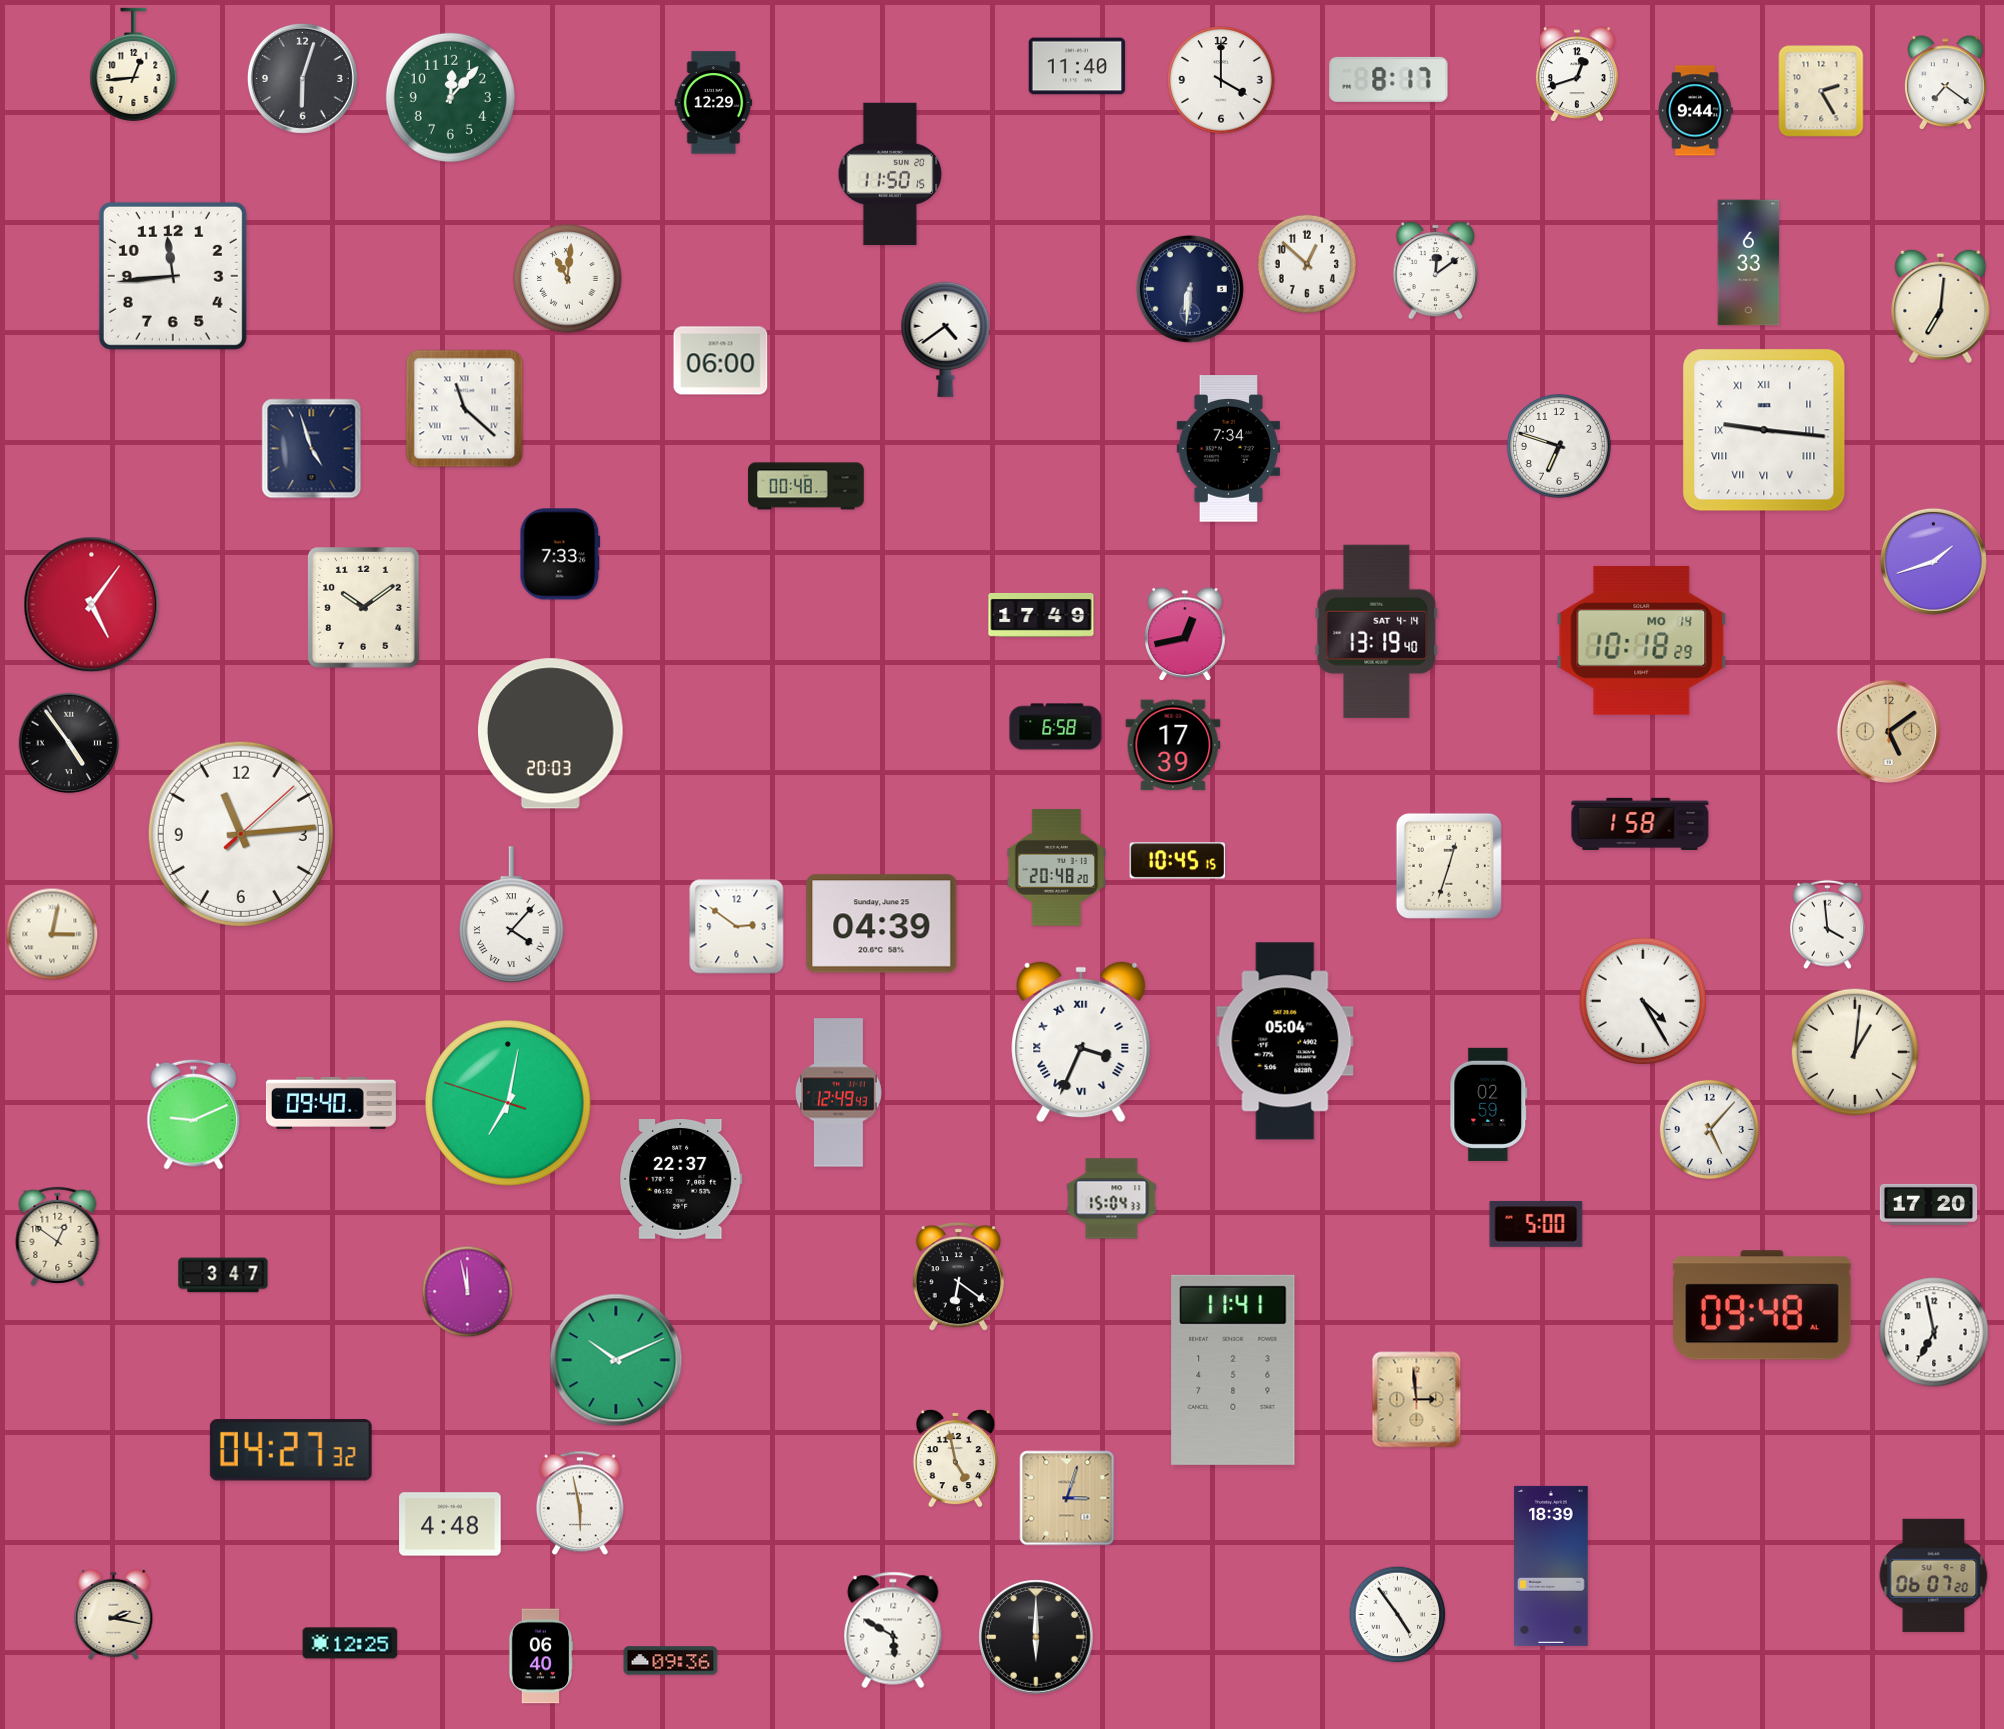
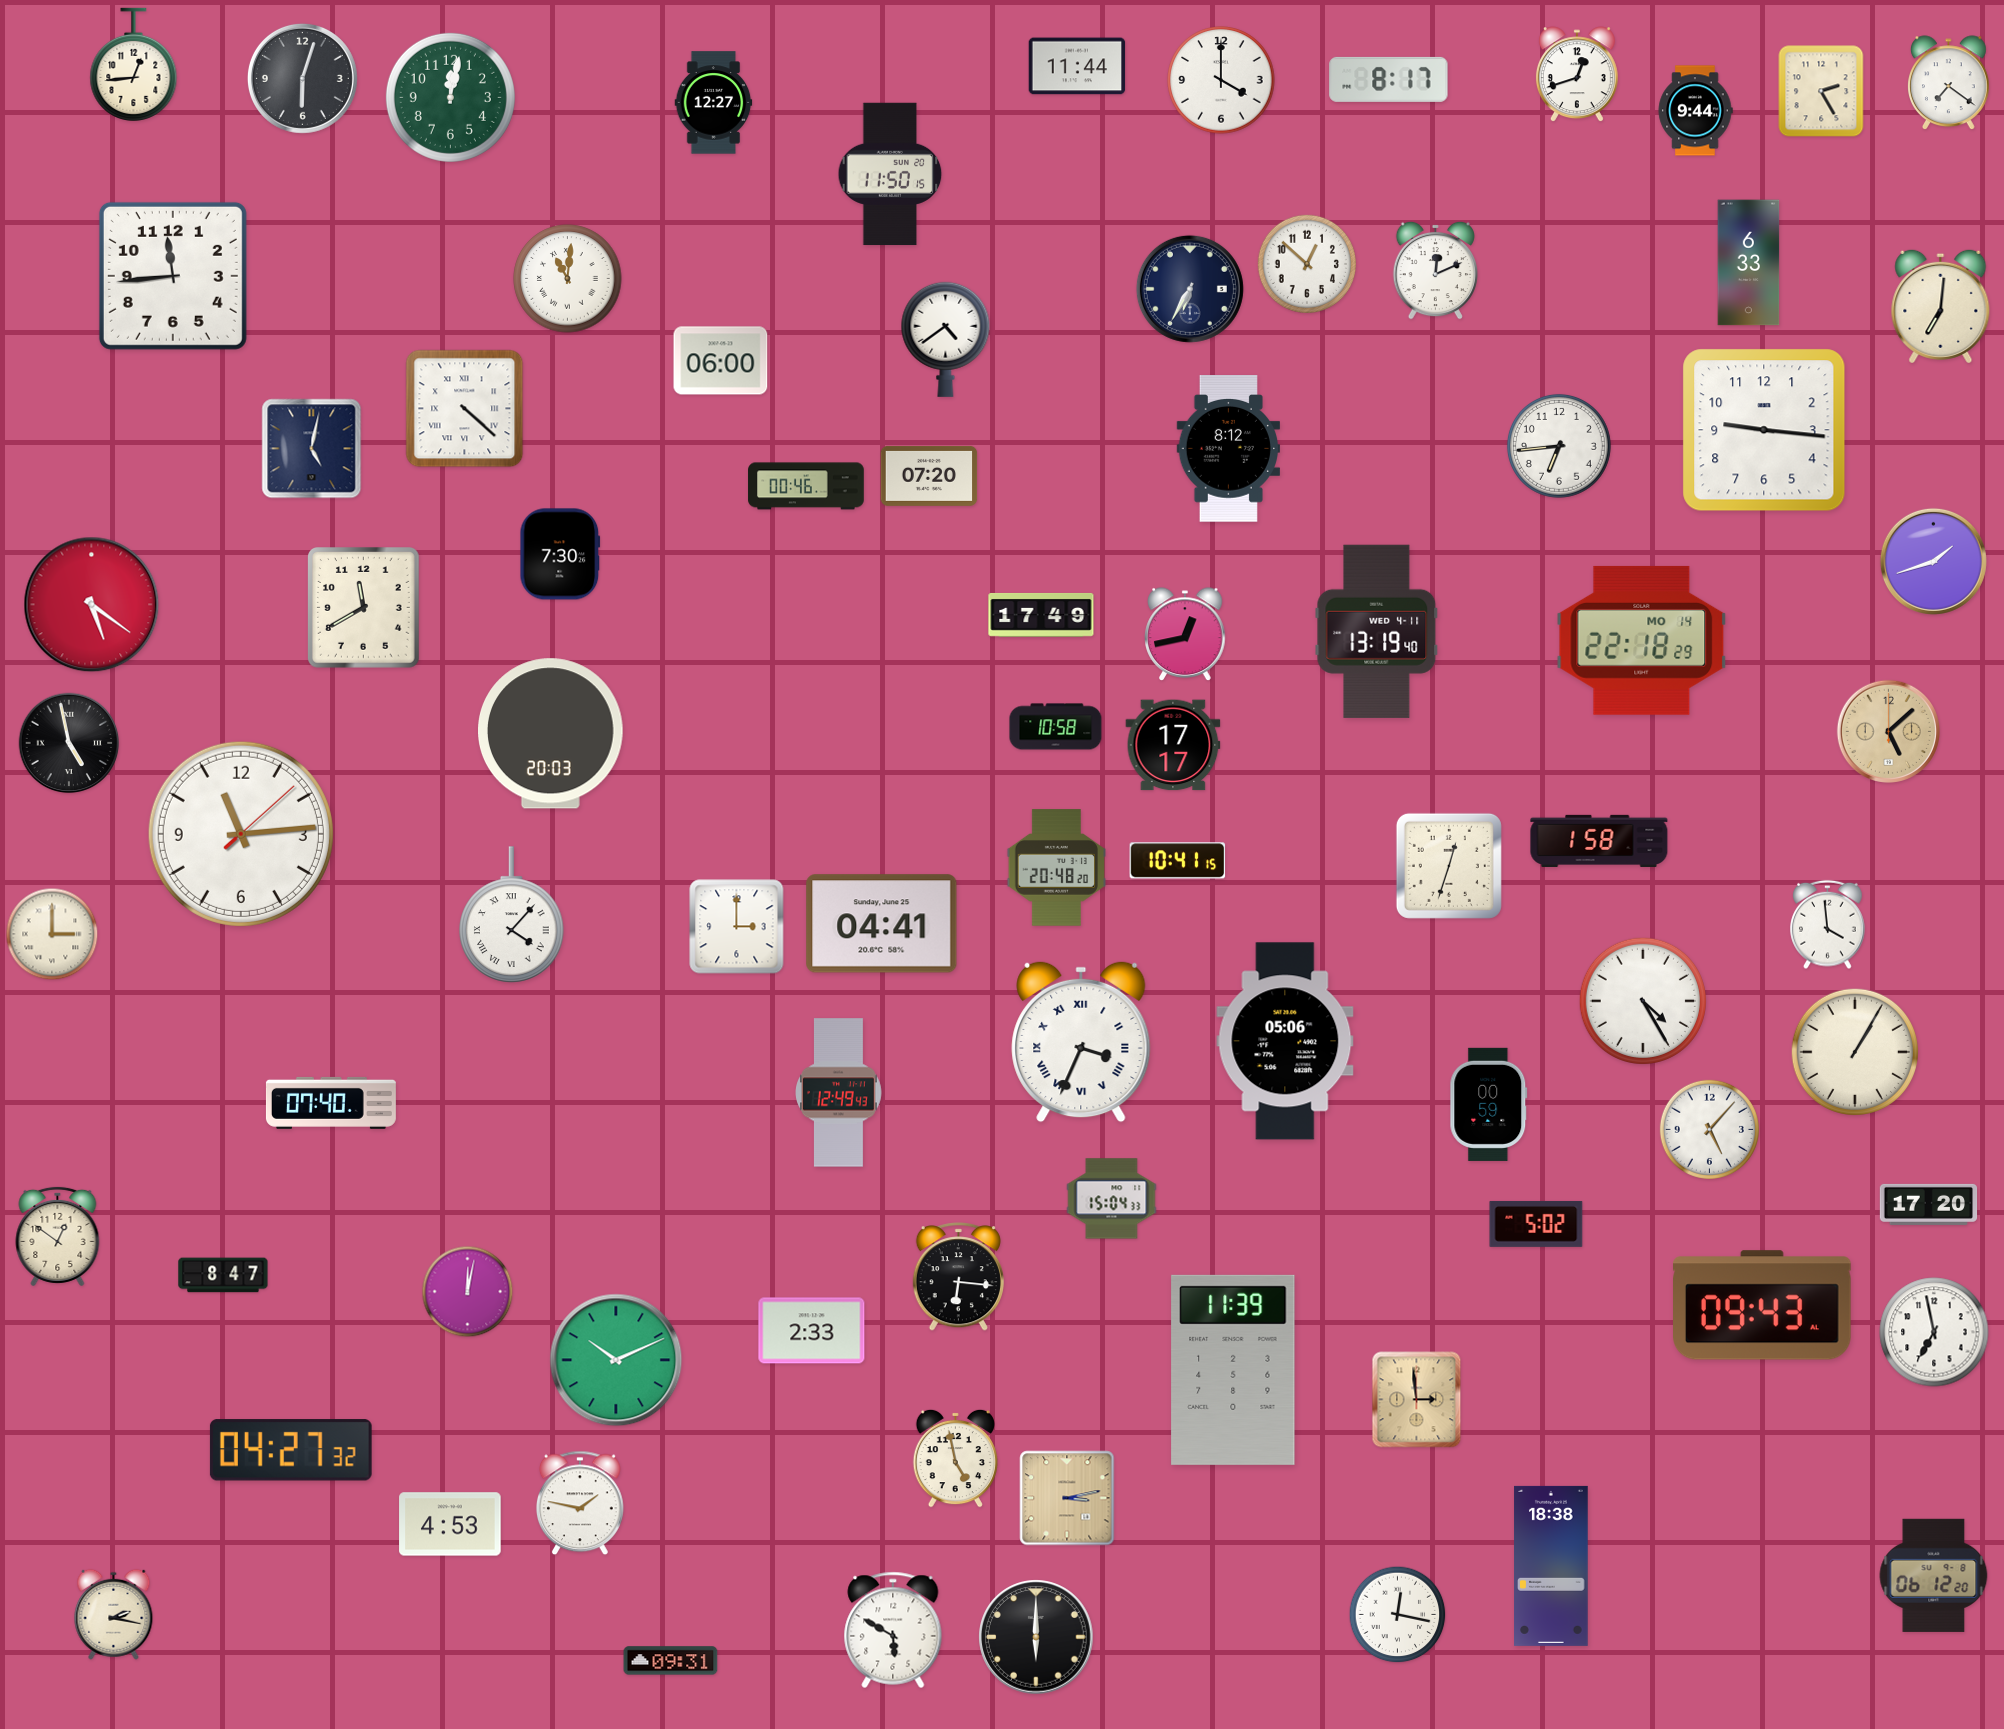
clock at (1077, 66): 11:40 -> 11:44
clock at (1946, 83) position: (1946, 83) -> (1949, 83)
clock at (450, 97): 12:07 -> 12:02
clock at (714, 103): 12:29 -> 12:27
clock at (1435, 270): 12:09 -> 12:11
clock at (1190, 289): 6:31 -> 6:35
clock at (465, 409): 11:22 -> 4:22
clock at (1764, 430) numerals: Roman -> Arabic
clock at (1559, 446): 6:48 -> 6:44
clock at (312, 449): 4:57 -> 5:02
clock at (1228, 449): 7:34 -> 8:12
clock at (929, 476): none -> 07:20
clock at (806, 486): 00:48 -> 00:46
clock at (560, 554): 7:33 -> 7:30
clock at (92, 605): 5:06 -> 5:21
clock at (364, 608): 10:09 -> 11:40
clock at (1377, 631) date: SAT 4-14 -> WED 4-11
clock at (1642, 640): 10:18 -> 22:18
clock at (1056, 727): 6:58 -> 10:58
clock at (1888, 731): 5:09 -> 5:08
clock at (69, 743): 4:54 -> 4:58
clock at (1173, 745): 17:39 -> 17:17
clock at (1640, 824) position: (1640, 824) -> (1599, 841)
clock at (1178, 861): 10:45 -> 10:41
clock at (882, 924): 04:39 -> 04:41
clock at (737, 927): 2:51 -> 3:00
clock at (52, 934): 3:02 -> 3:00
clock at (1285, 1041): 05:04 -> 05:06
clock at (1855, 1052): 1:01 -> 1:05
clock at (331, 1103): 09:40 -> 07:40
clock at (508, 1103): 7:01 -> none
clock at (1489, 1104): 02:59 -> 00:59
clock at (194, 1114): 9:11 -> none
clock at (681, 1180): 22:37 -> none
clock at (1536, 1224): 5:00 -> 5:02
clock at (223, 1275): 3:47 -> 8:47
clock at (958, 1277): 6:21 -> 6:16
clock at (468, 1292): 11:58 -> 12:02
clock at (1763, 1305): 09:48 -> 09:43
clock at (812, 1331): none -> 2:33
clock at (1233, 1370): 11:41 -> 11:39
clock at (1067, 1498): 3:03 -> 3:13
clock at (580, 1503): 5:58 -> 1:47
clock at (450, 1524): 4:48 -> 4:53
clock at (1551, 1566): 18:39 -> 18:38
clock at (1934, 1575): 06:07 -> 06:12
clock at (1398, 1615): 4:54 -> 12:17
clock at (350, 1643): 12:25 -> none
clock at (541, 1656): 06:40 -> none
clock at (671, 1661): 09:36 -> 09:31
